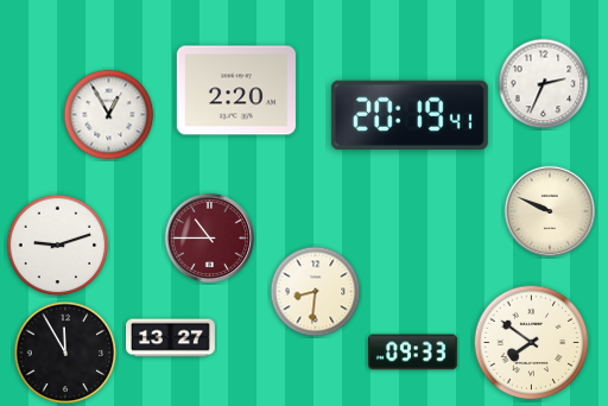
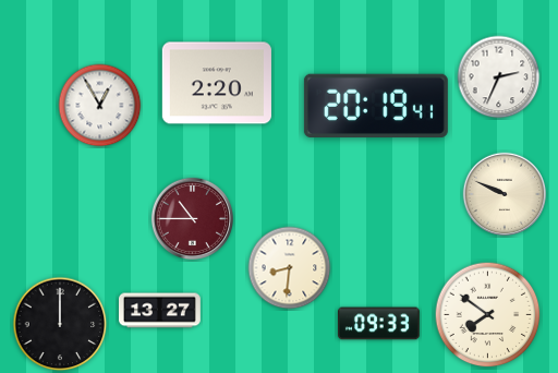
clock at (58, 246): 9:12 -> none
clock at (171, 338) position: (171, 338) -> (160, 311)
clock at (65, 353): 11:55 -> 12:00
